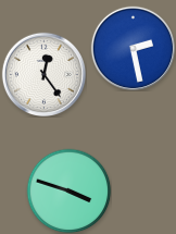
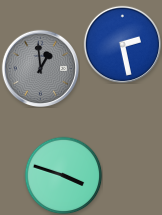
clock at (43, 74): 12:24 -> 12:59
clock at (43, 74) dial: white -> grey
